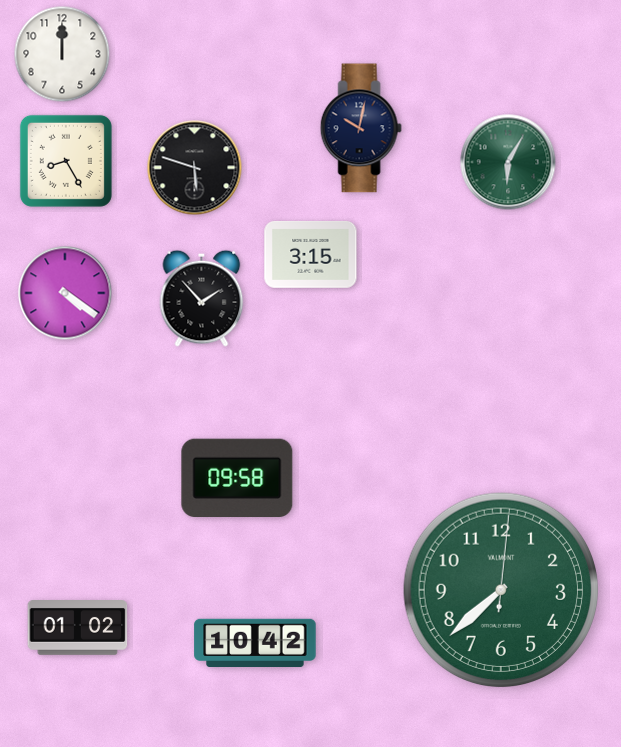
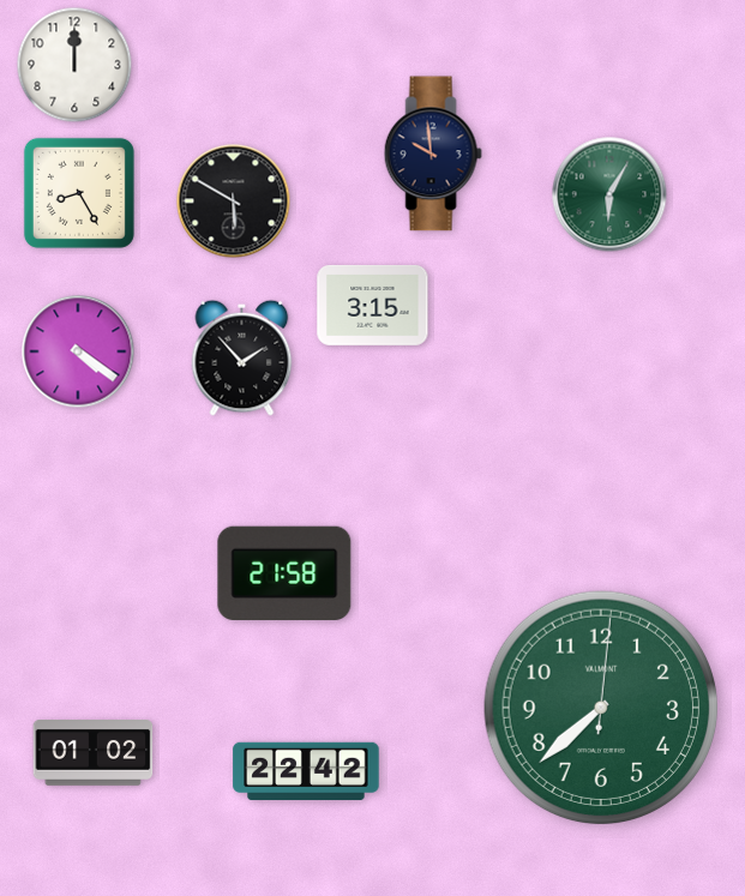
clock at (361, 128): 10:02 -> 9:59
clock at (195, 168): 5:48 -> 5:50
clock at (237, 477): 09:58 -> 21:58
clock at (255, 642): 10:42 -> 22:42
